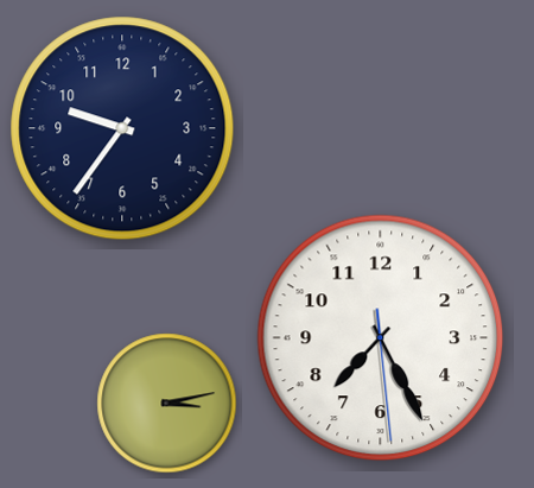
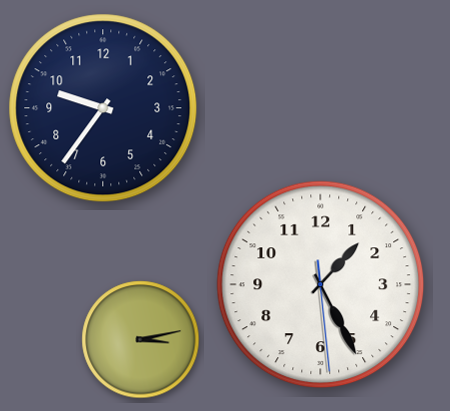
clock at (381, 338): 7:25 -> 1:25
